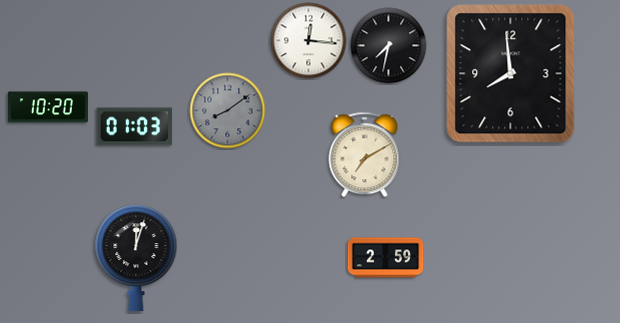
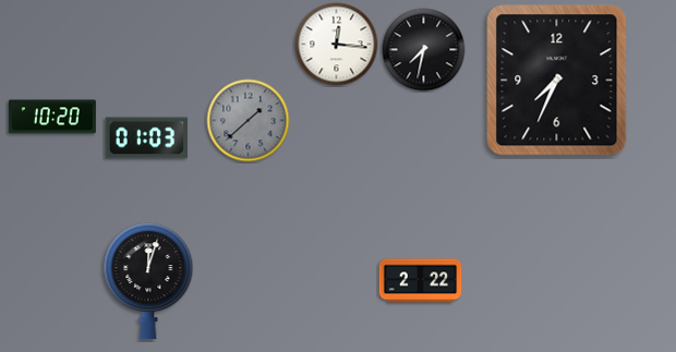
clock at (511, 74): 7:59 -> 7:34
clock at (228, 111): 8:09 -> 1:38
clock at (365, 155): 7:10 -> none
clock at (386, 258): 2:59 -> 2:22
